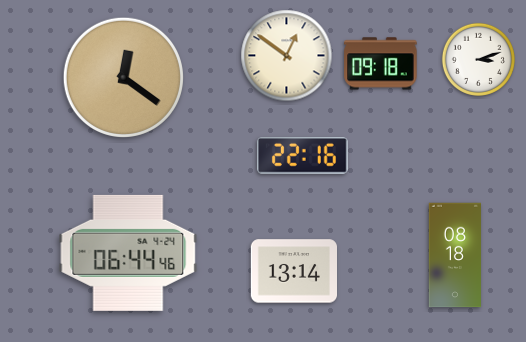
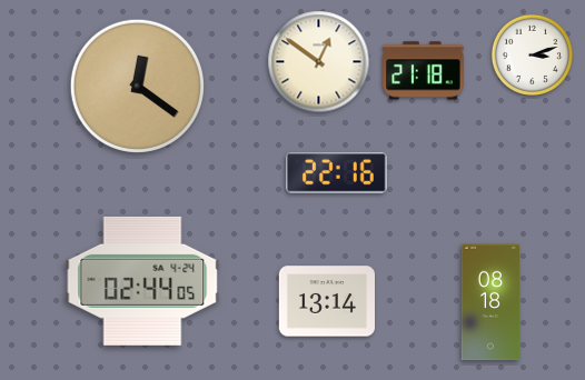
clock at (478, 59) position: (478, 59) -> (532, 54)
clock at (381, 64): 09:18 -> 21:18
clock at (128, 253): 06:44 -> 02:44
clock at (454, 255) position: (454, 255) -> (489, 302)
